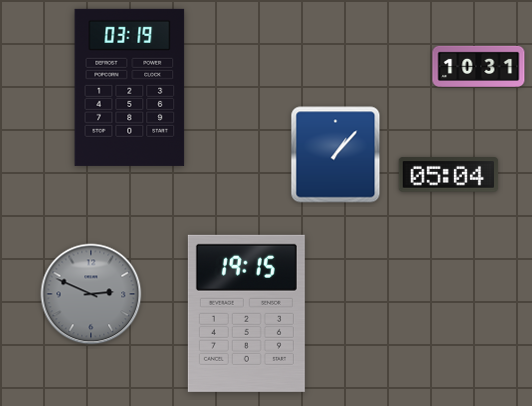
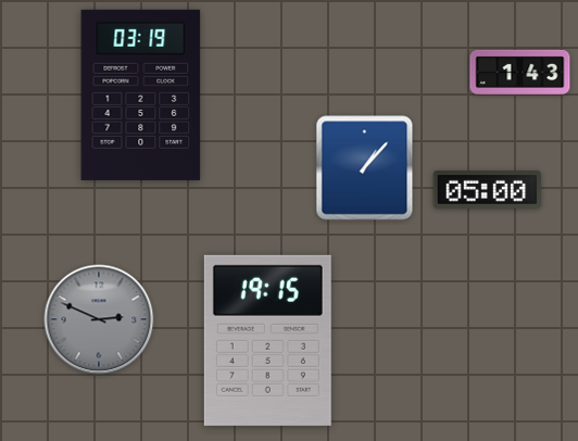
clock at (479, 66): 10:31 -> 1:43
clock at (449, 175): 05:04 -> 05:00
